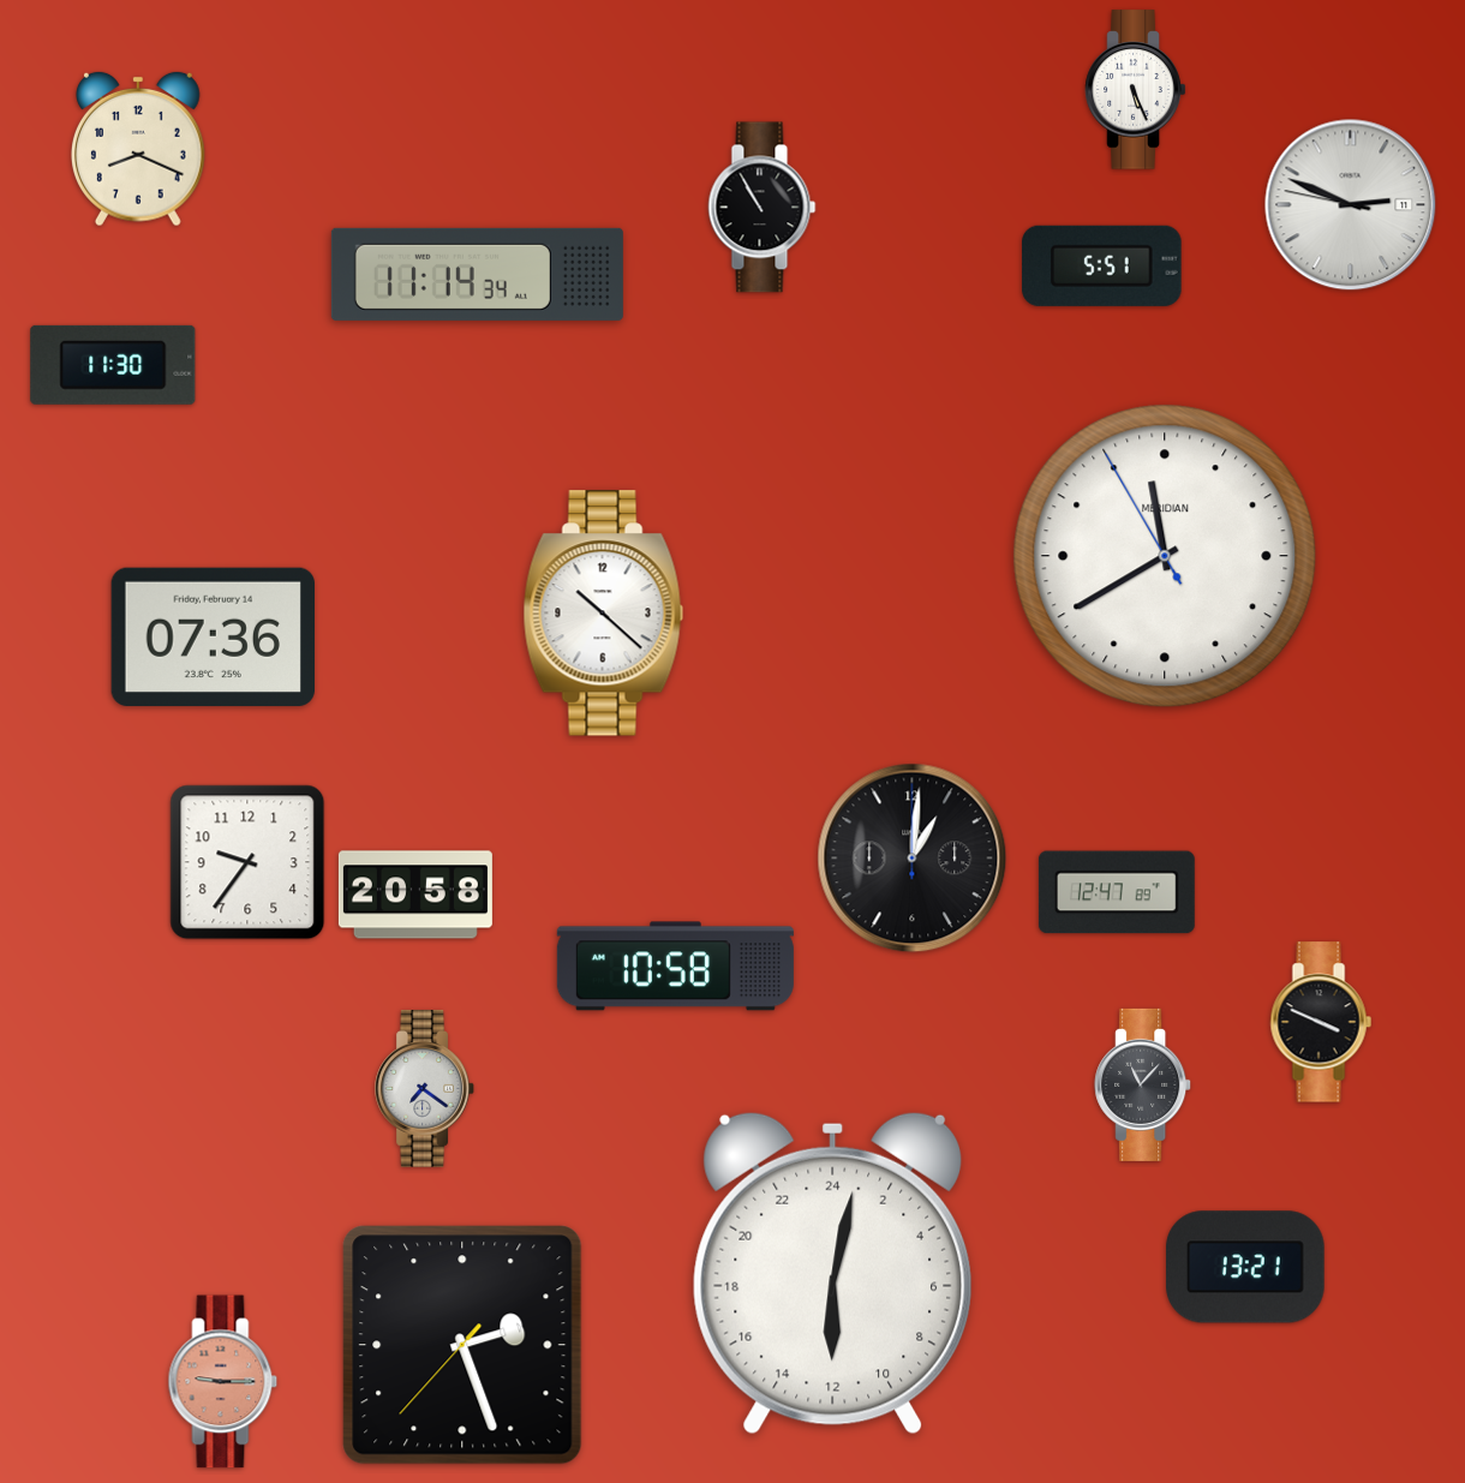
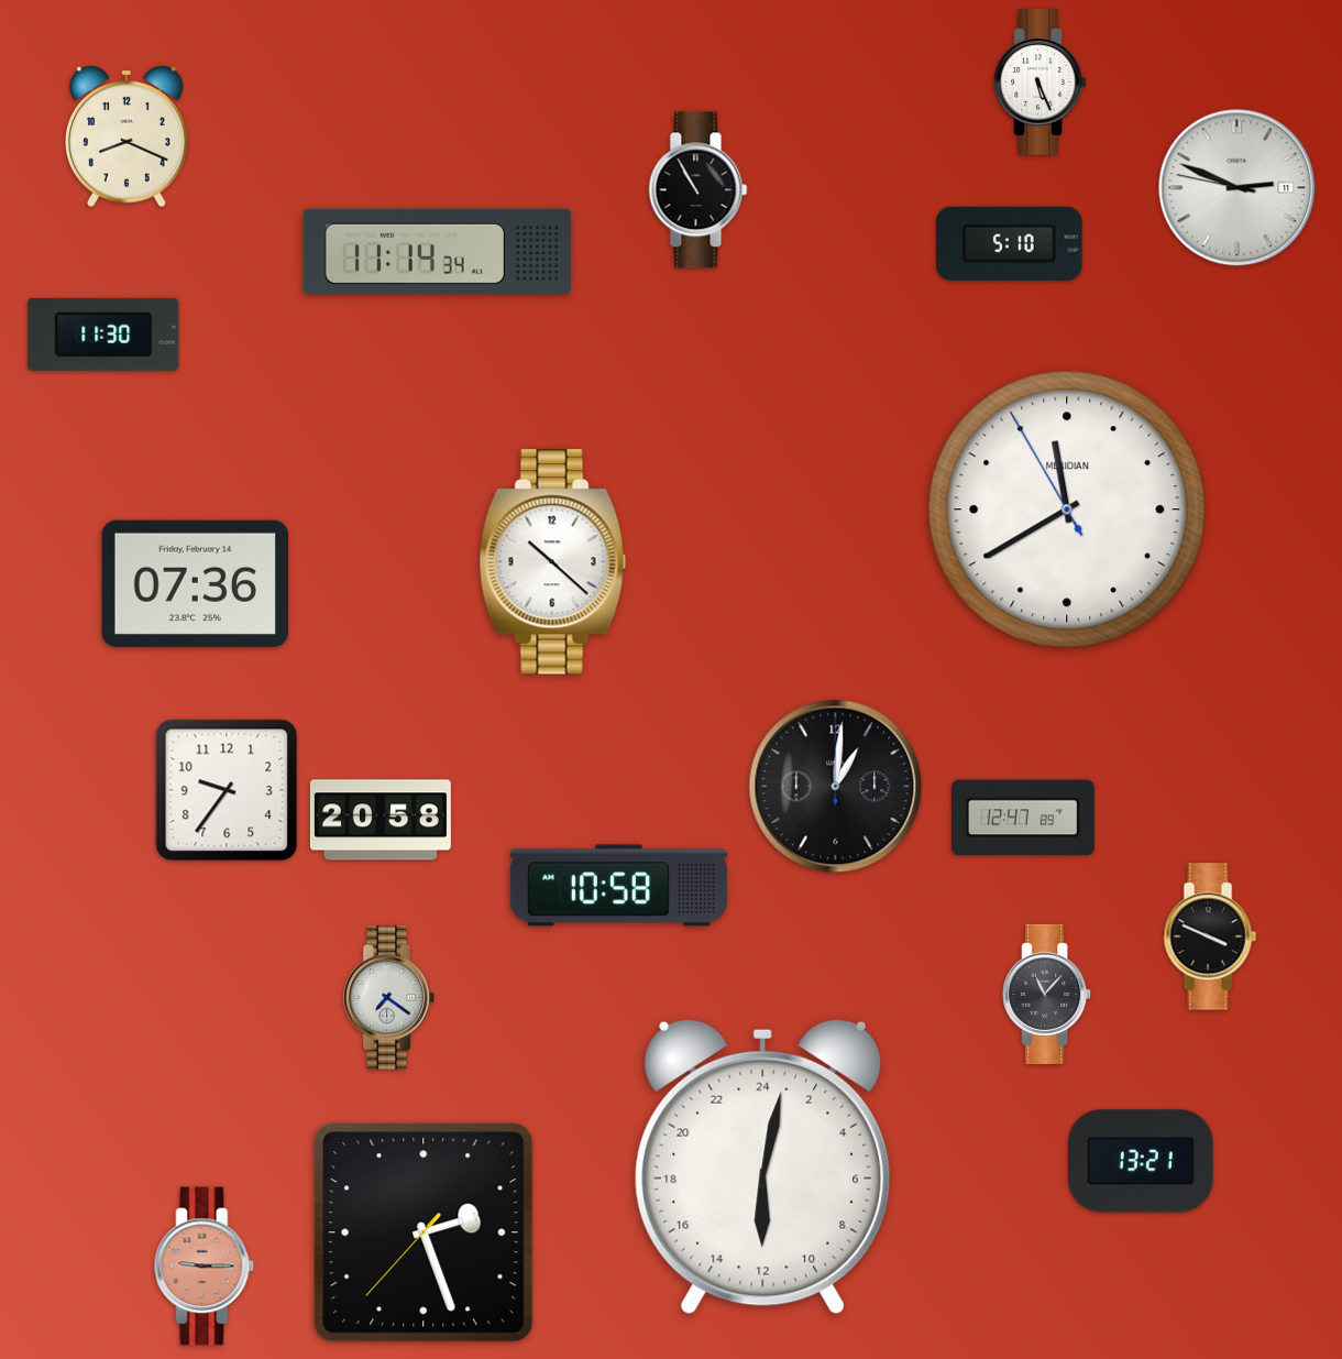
clock at (1102, 265): 5:51 -> 5:10
